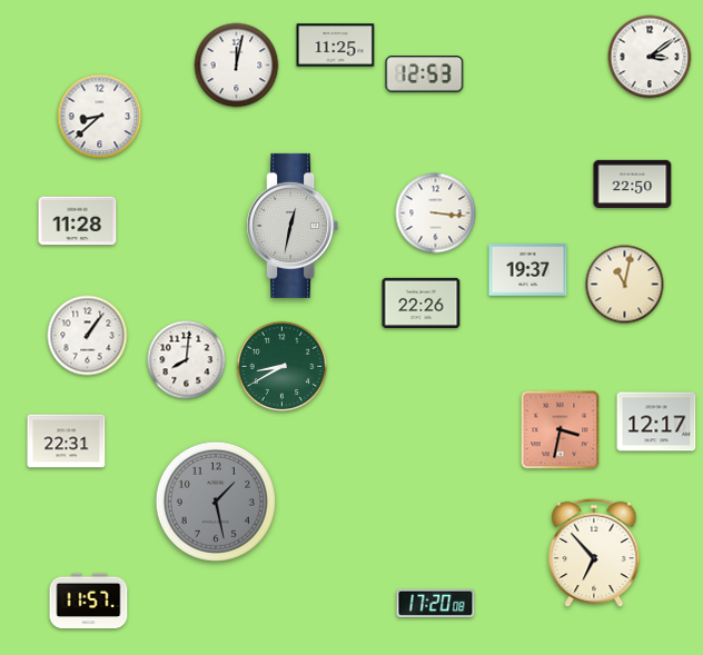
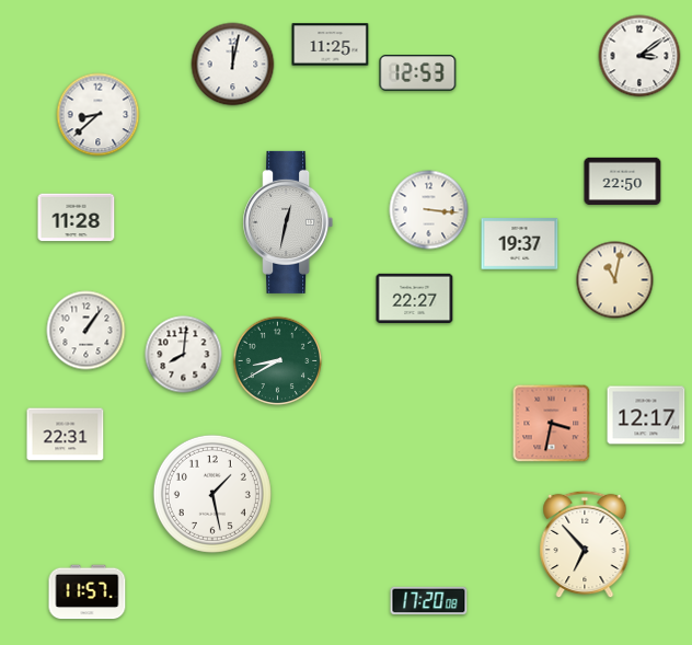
clock at (528, 270) position: (528, 270) -> (520, 244)
clock at (422, 302): 22:26 -> 22:27
clock at (216, 502) dial: grey -> white
clock at (436, 604) position: (436, 604) -> (429, 601)
